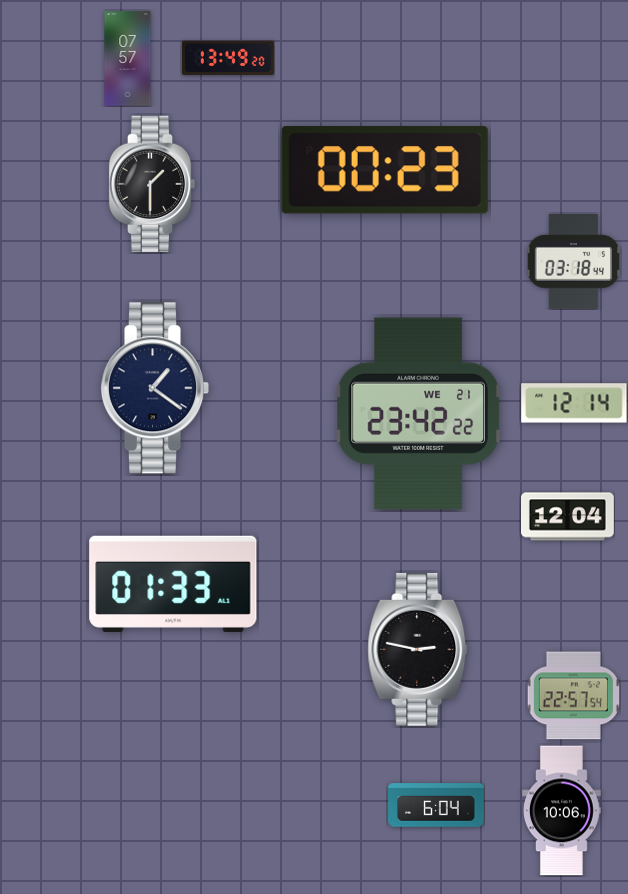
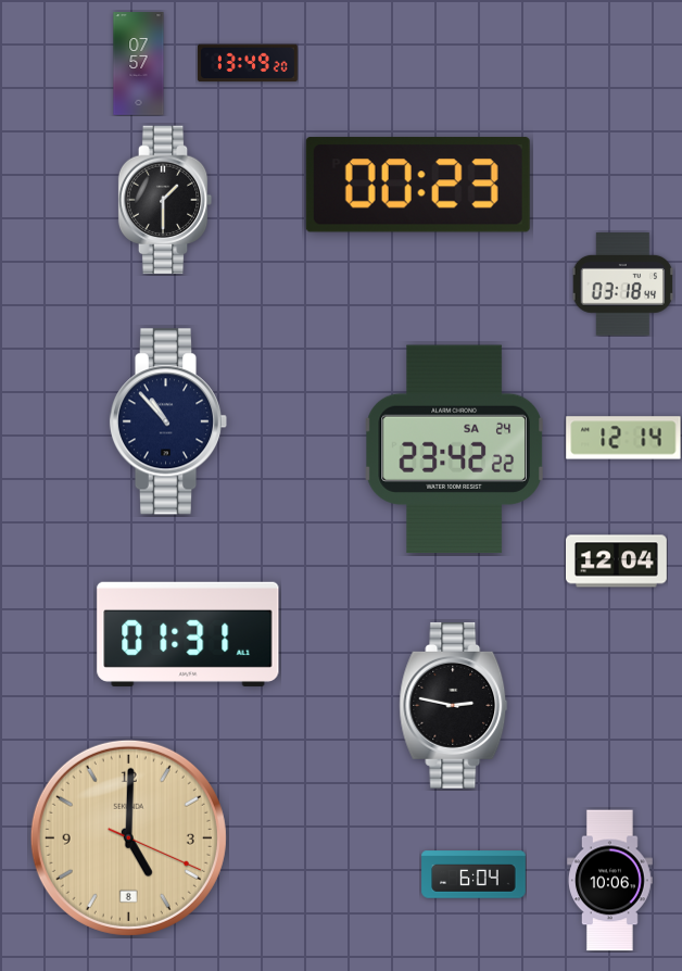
clock at (155, 388): 1:21 -> 10:53
clock at (418, 414) date: WE 21 -> SA 24
clock at (173, 584): 01:33 -> 01:31
clock at (573, 696): 22:57 -> none
clock at (128, 837): none -> 5:00
